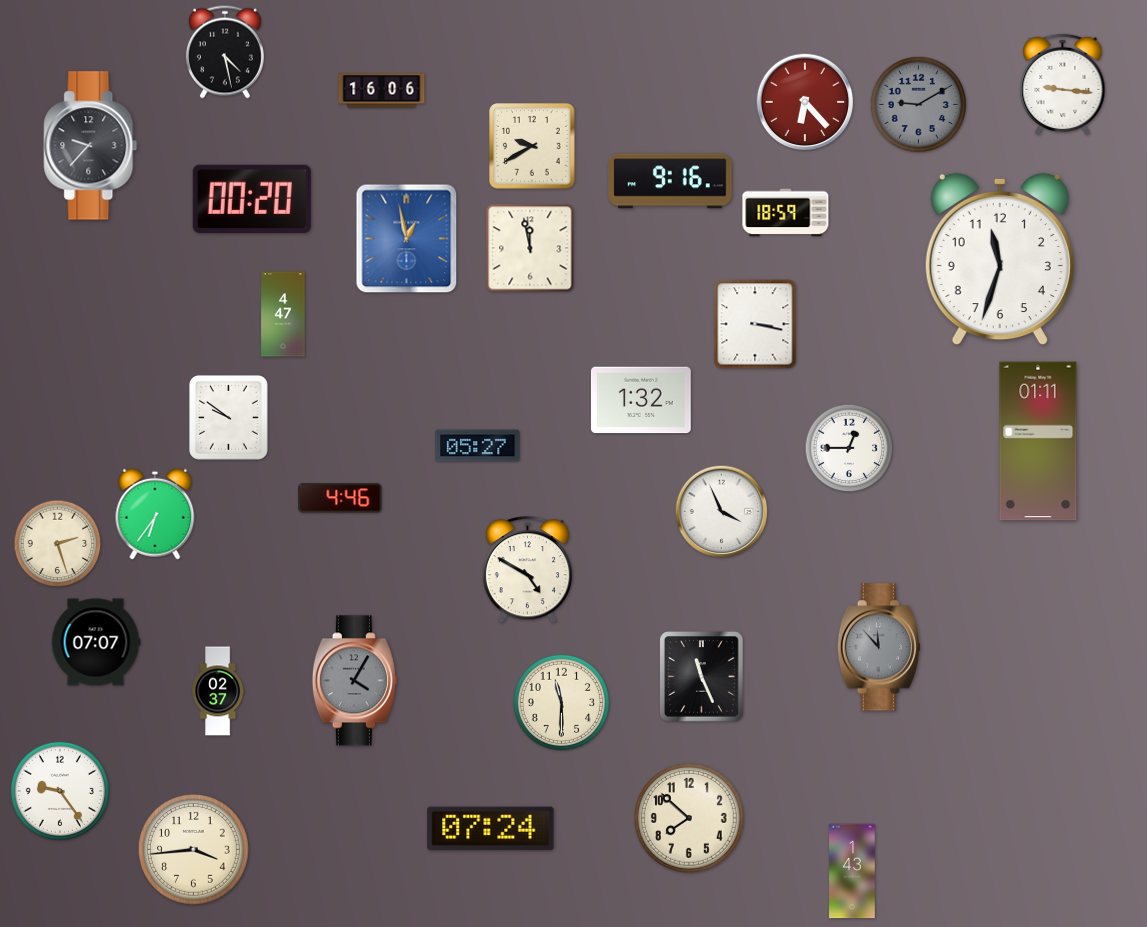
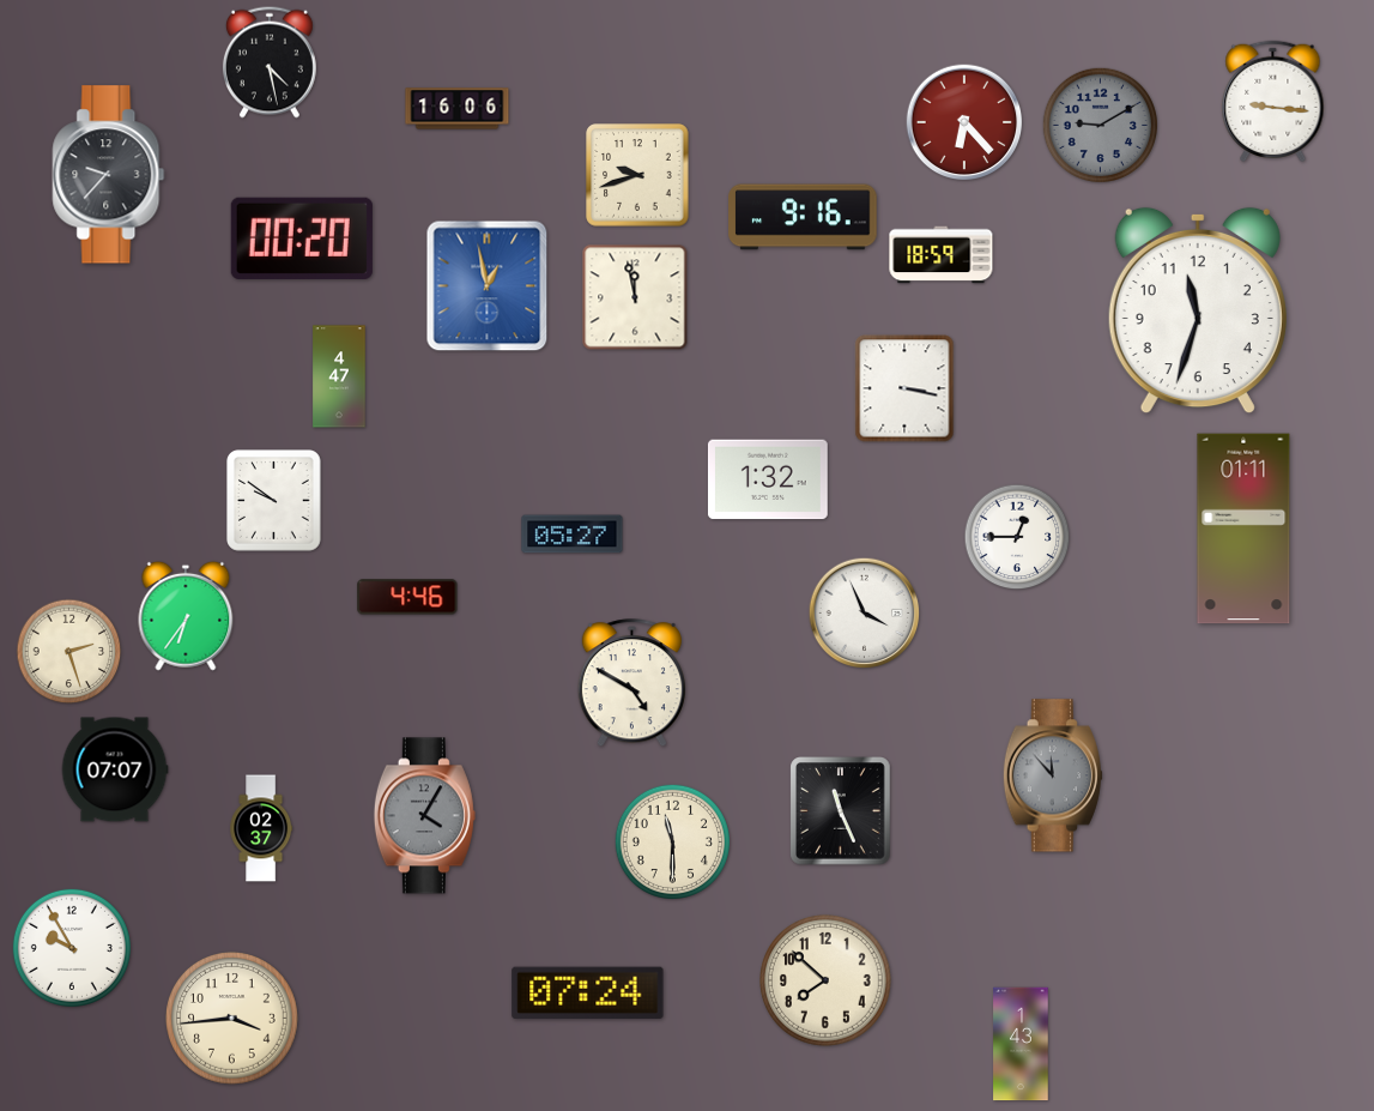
clock at (532, 146): 9:40 -> 9:42
clock at (60, 791): 9:24 -> 9:55
